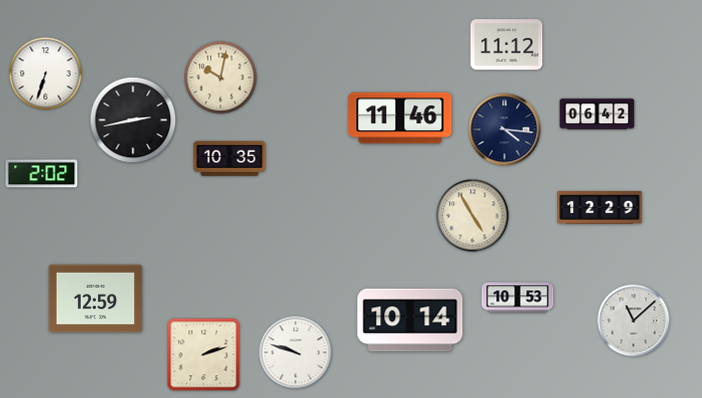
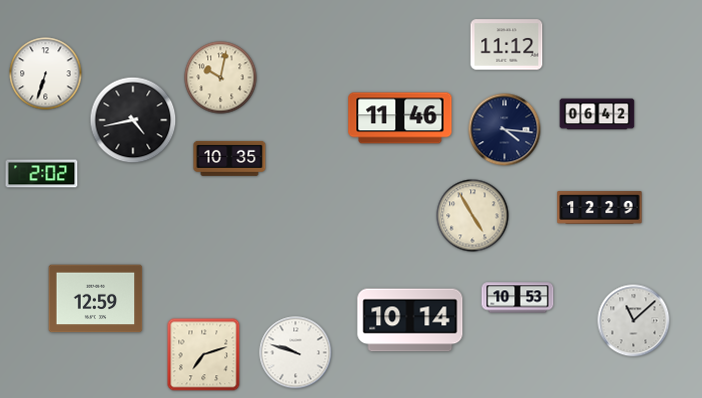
clock at (133, 120): 2:43 -> 4:43
clock at (204, 355): 2:12 -> 7:12
